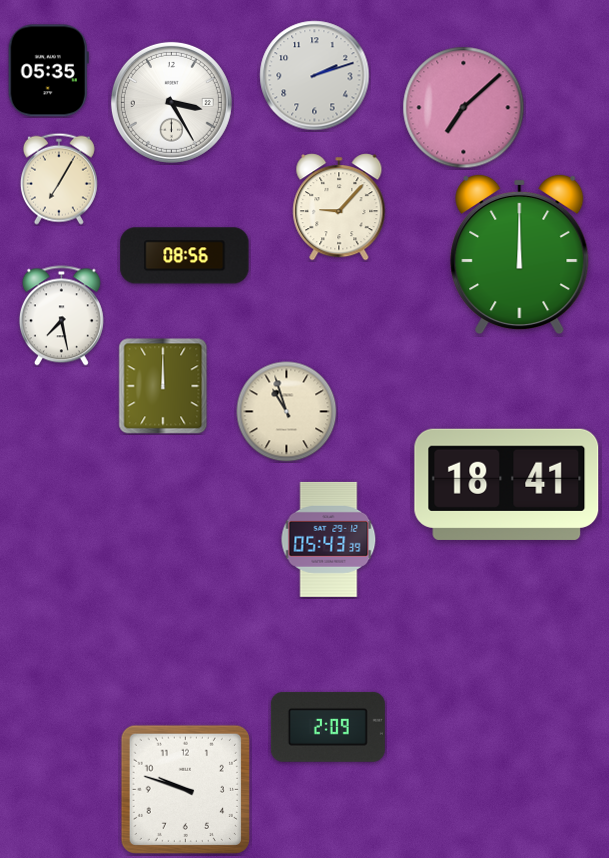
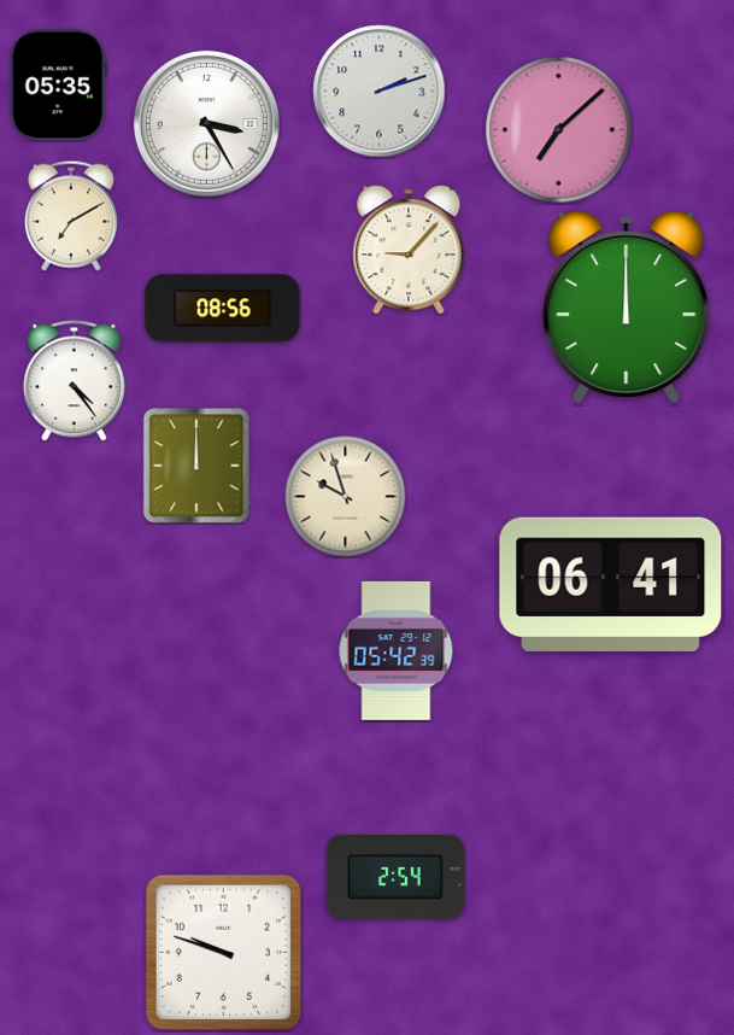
clock at (59, 179): 7:05 -> 7:10
clock at (61, 316): 7:28 -> 4:24
clock at (287, 412): 10:57 -> 9:57
clock at (507, 484): 18:41 -> 06:41
clock at (329, 539): 05:43 -> 05:42
clock at (328, 727): 2:09 -> 2:54
